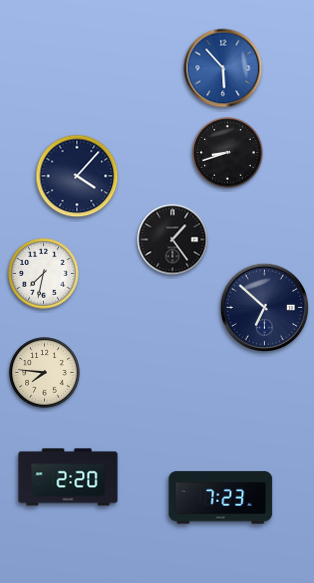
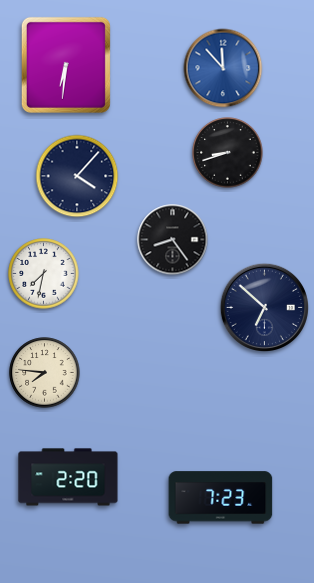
clock at (66, 65): none -> 6:31
clock at (223, 68): 5:53 -> 11:53
clock at (173, 240): 1:24 -> 8:24
